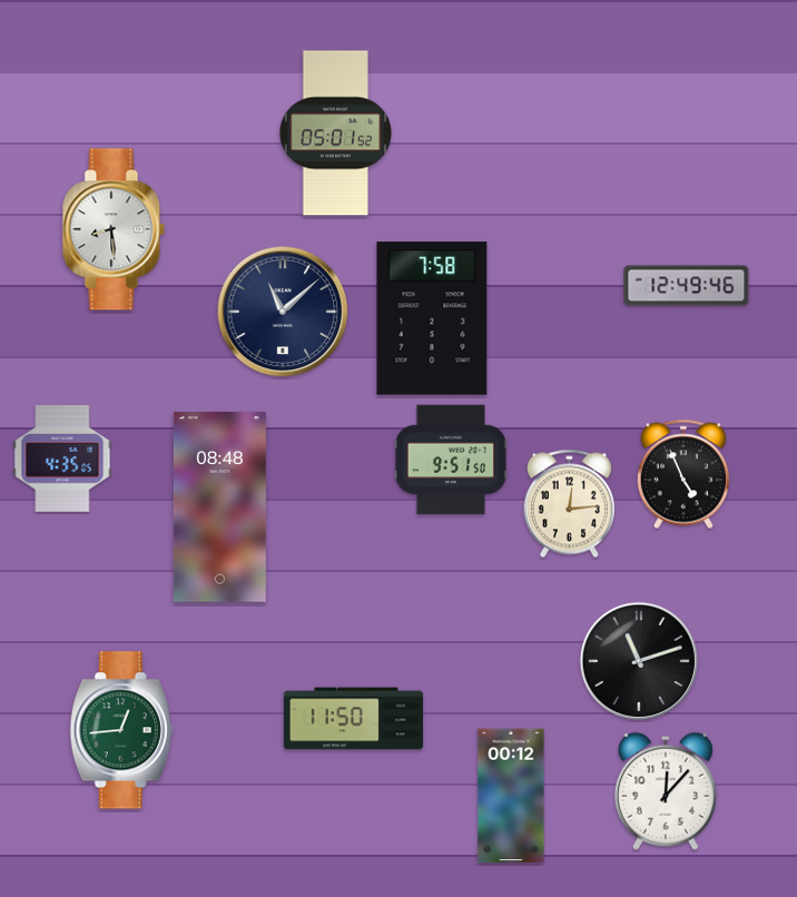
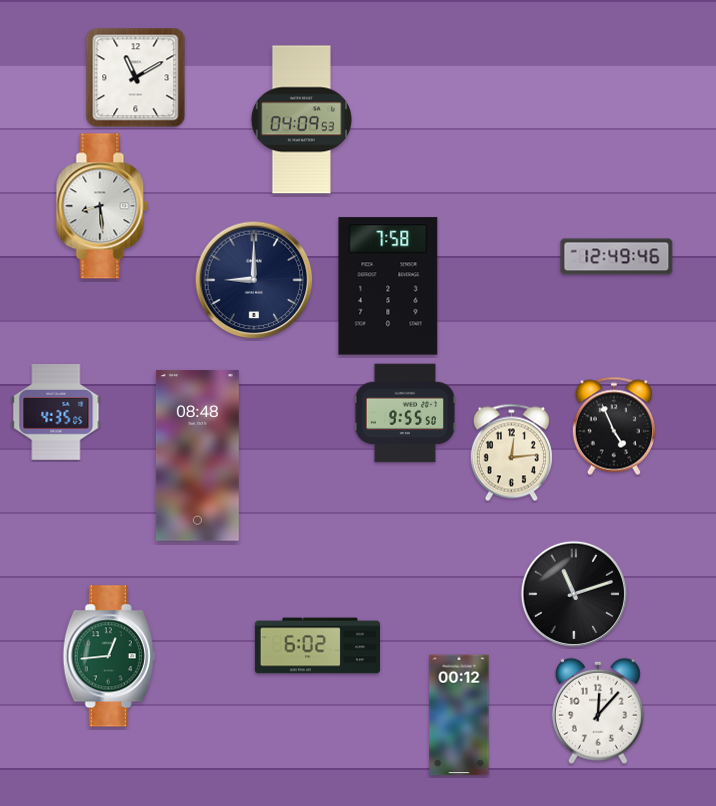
clock at (136, 78): none -> 11:10
clock at (335, 134): 05:01 -> 04:09
clock at (283, 312): 11:08 -> 9:00
clock at (451, 460): 9:51 -> 9:55
clock at (353, 719): 11:50 -> 6:02
